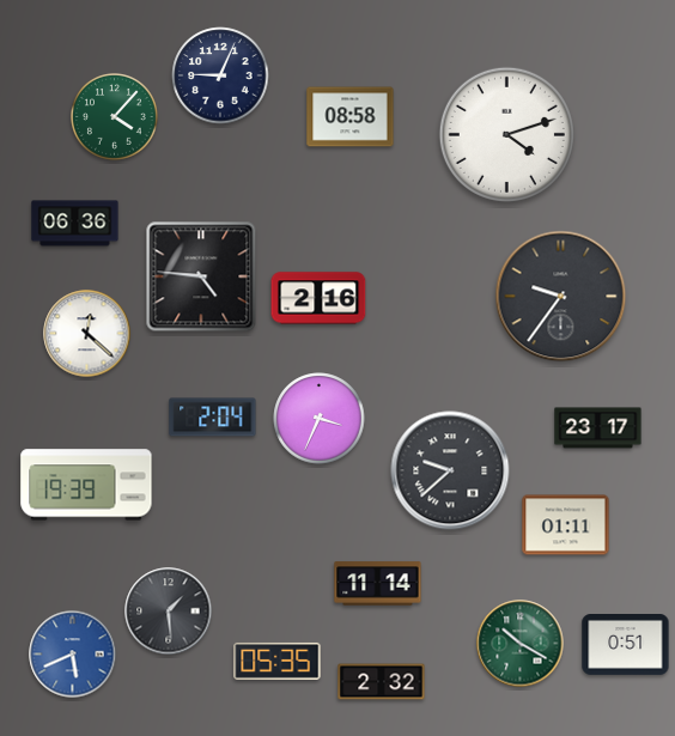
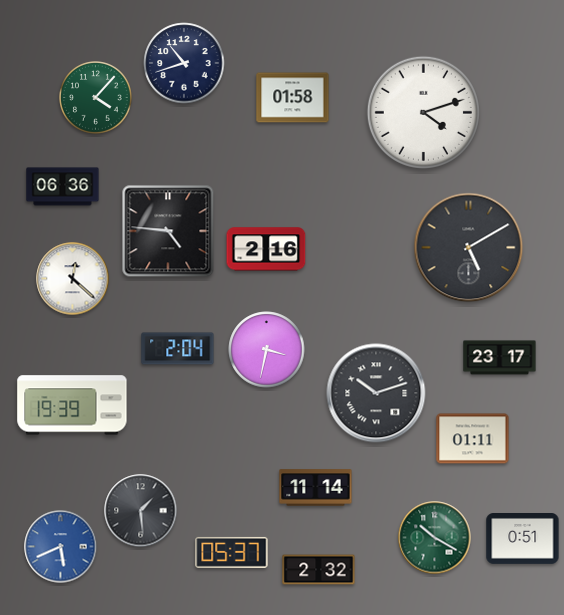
clock at (220, 75): 9:04 -> 10:42
clock at (351, 117): 08:58 -> 01:58
clock at (561, 297): 9:36 -> 5:10
clock at (320, 419): 3:34 -> 3:32
clock at (450, 470): 9:38 -> 10:12
clock at (278, 661): 05:35 -> 05:37
